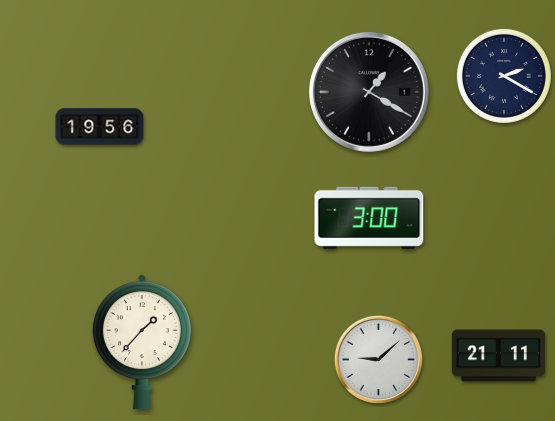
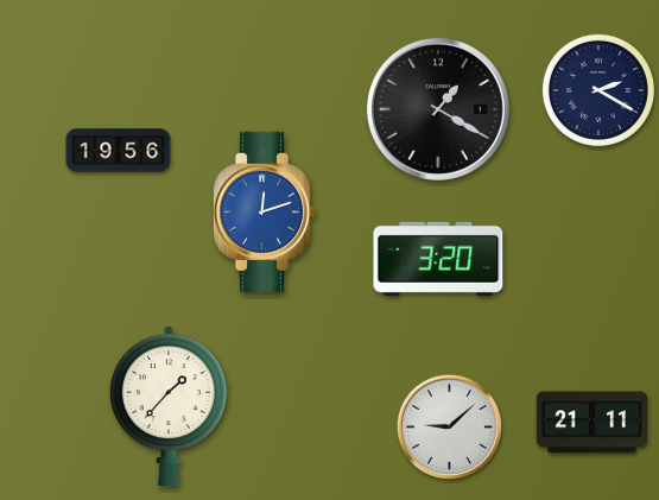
clock at (264, 211): none -> 12:12
clock at (369, 218): 3:00 -> 3:20
